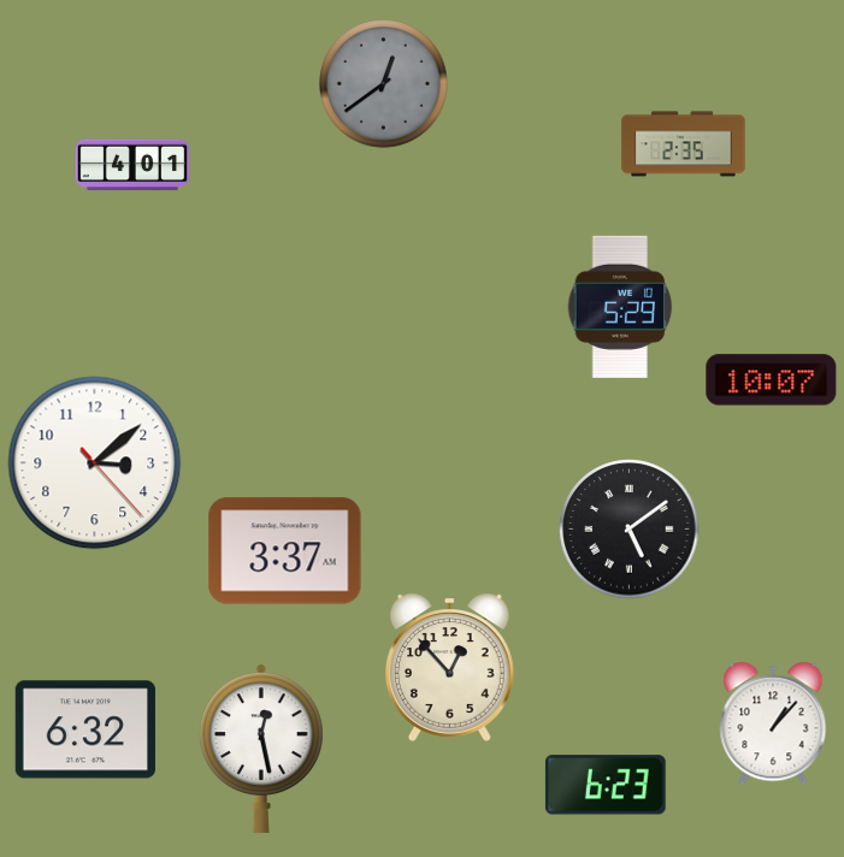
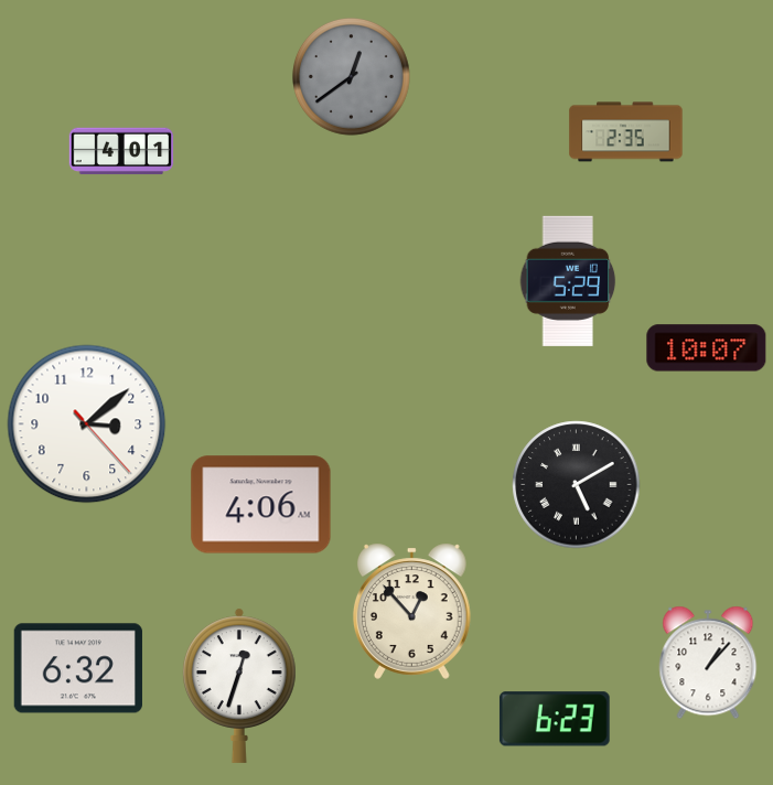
clock at (630, 530): 5:09 -> 5:10
clock at (285, 551): 3:37 -> 4:06
clock at (261, 749): 12:28 -> 12:33
